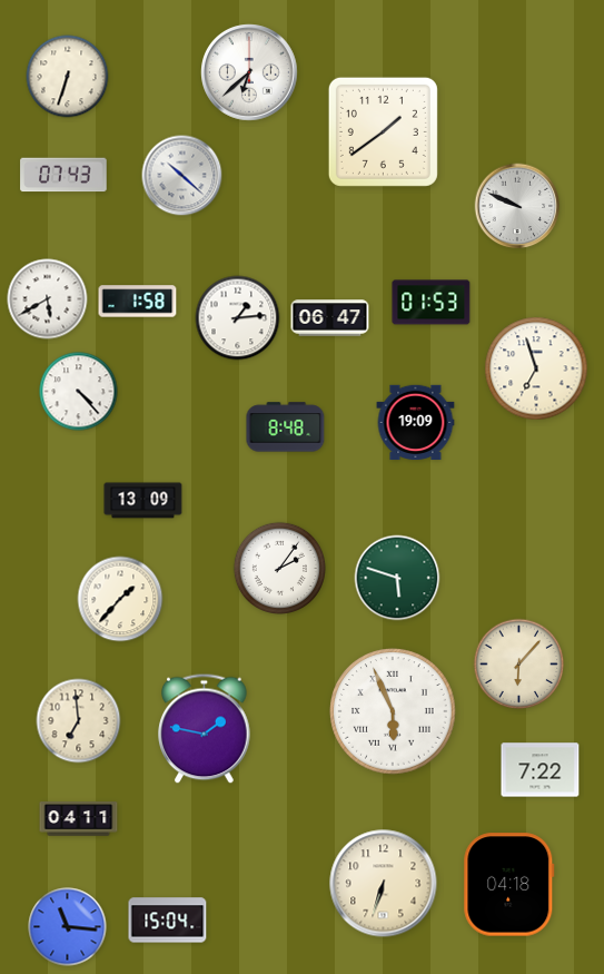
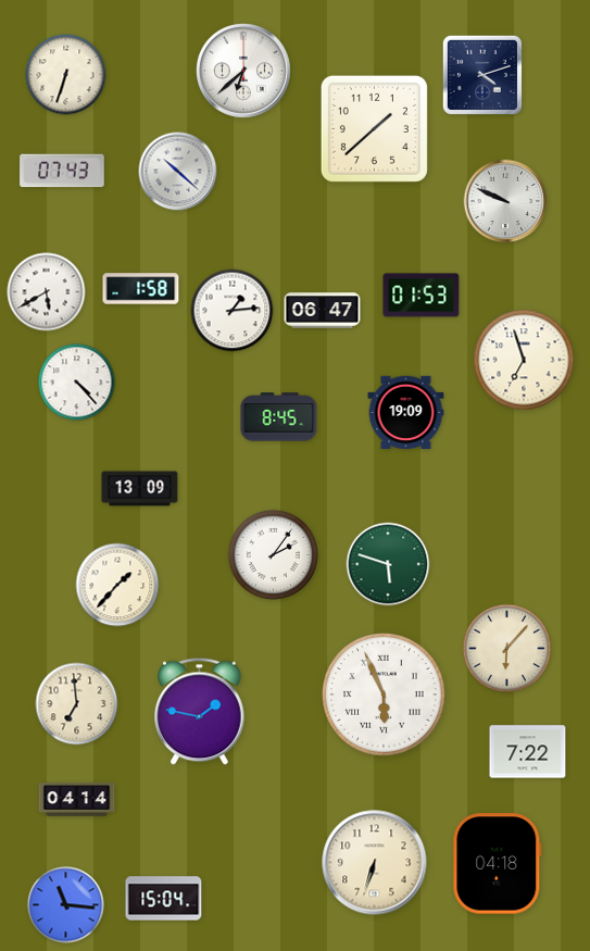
clock at (482, 75): none -> 4:12
clock at (383, 131): 1:39 -> 1:38
clock at (138, 302) position: (138, 302) -> (141, 289)
clock at (286, 427): 8:48 -> 8:45
clock at (79, 819): 04:11 -> 04:14
